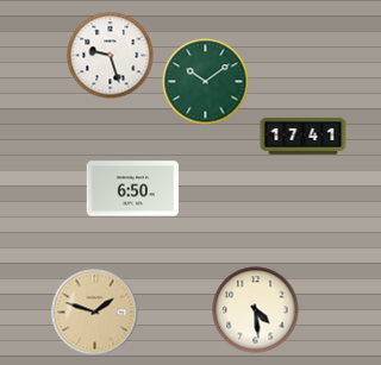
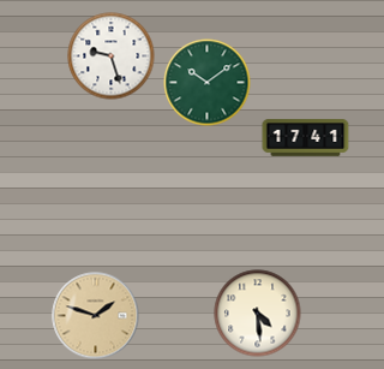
clock at (132, 189): 6:50 -> none
